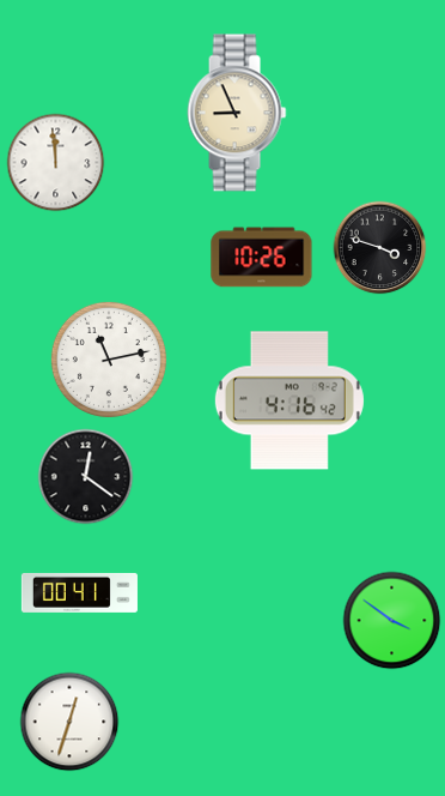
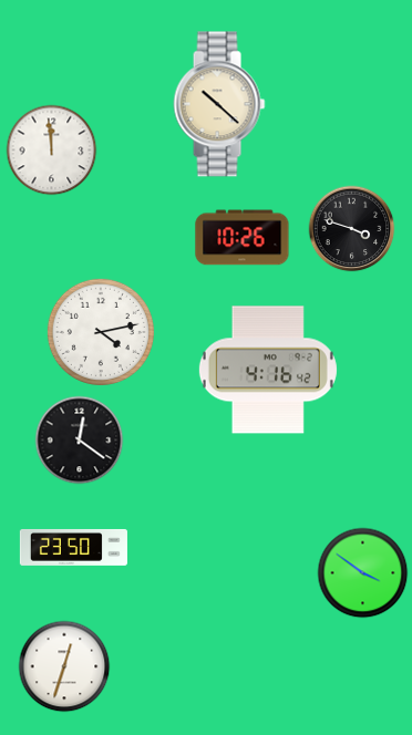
clock at (237, 113): 8:56 -> 10:22
clock at (109, 360): 11:13 -> 4:13
clock at (79, 592): 00:41 -> 23:50
